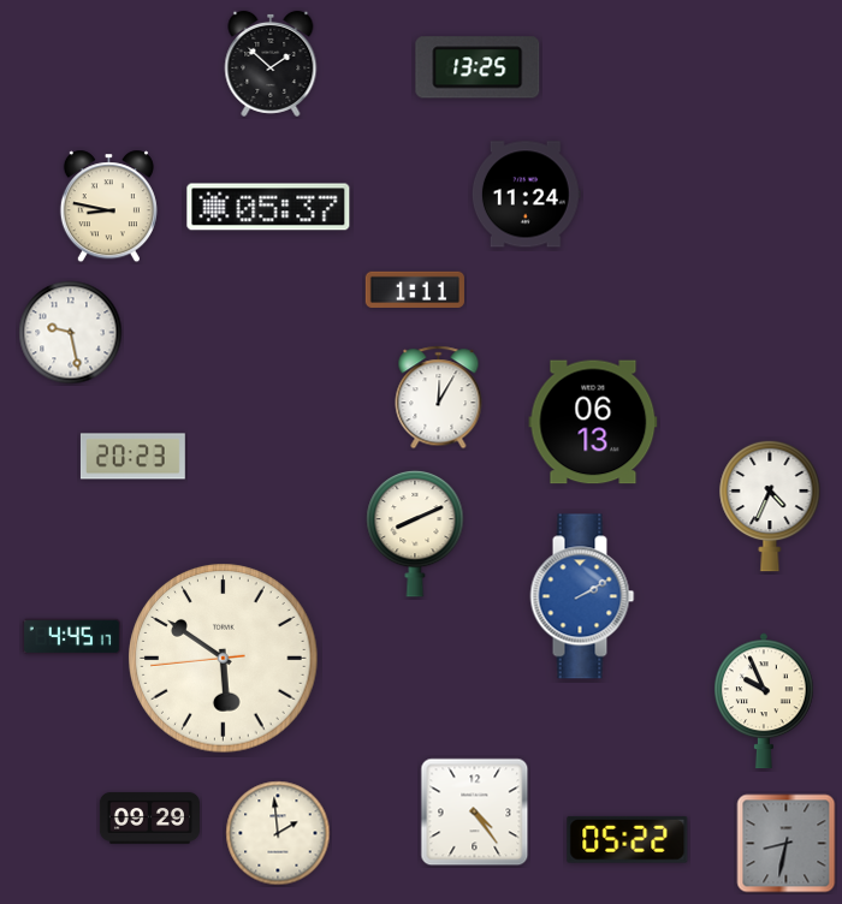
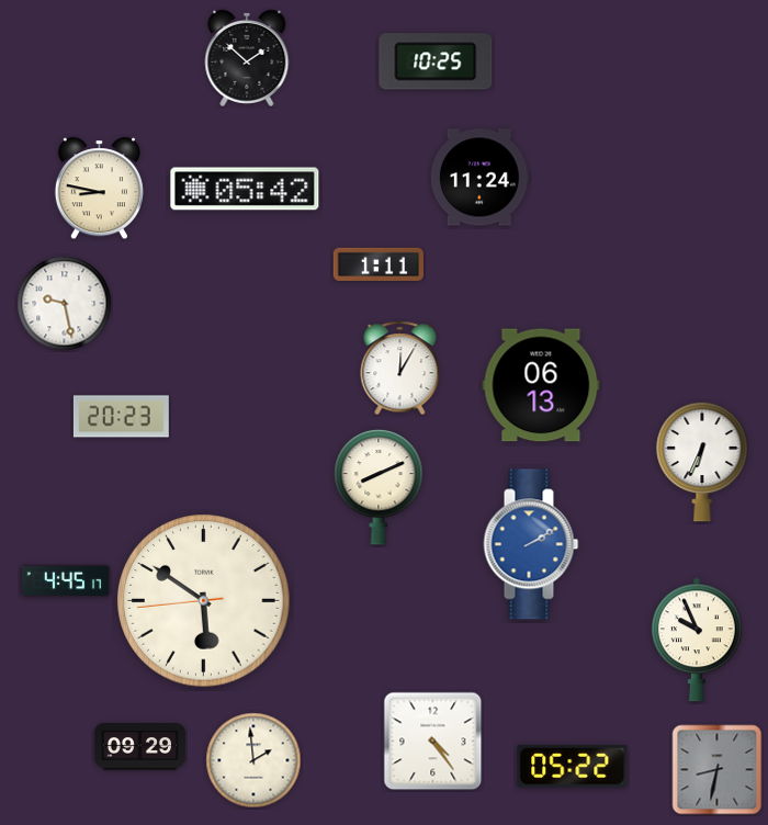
clock at (478, 67): 13:25 -> 10:25
clock at (268, 207): 05:37 -> 05:42
clock at (439, 398) position: (439, 398) -> (400, 369)
clock at (770, 506): 4:34 -> 6:34
clock at (149, 819) position: (149, 819) -> (139, 747)
